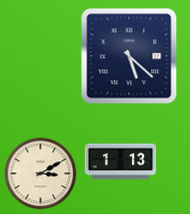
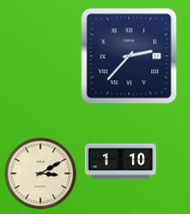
clock at (129, 56): 5:22 -> 2:37
clock at (121, 162): 1:13 -> 1:10
